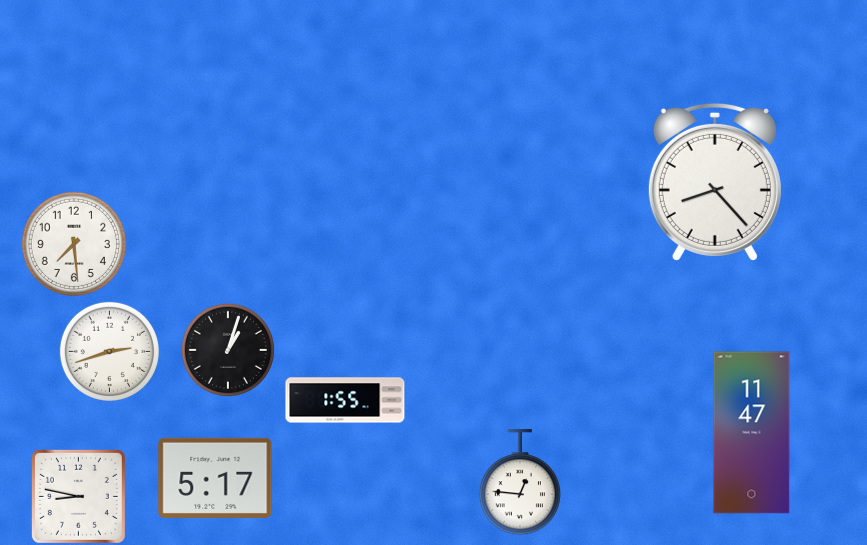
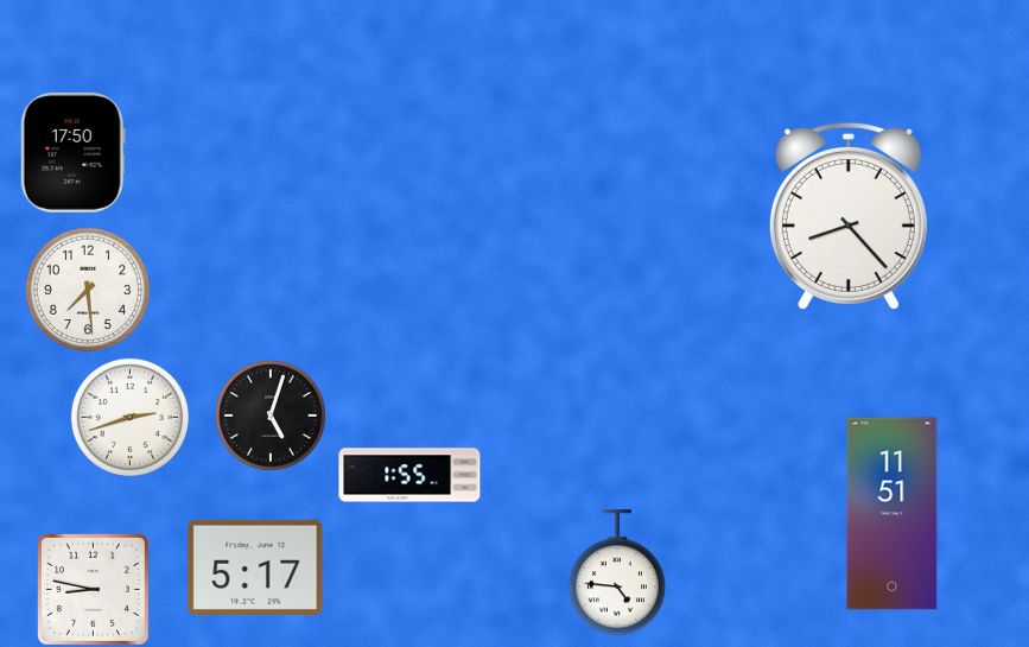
clock at (72, 152): none -> 17:50
clock at (228, 350): 1:03 -> 5:03
clock at (752, 433): 11:47 -> 11:51
clock at (520, 483): 12:46 -> 4:46
